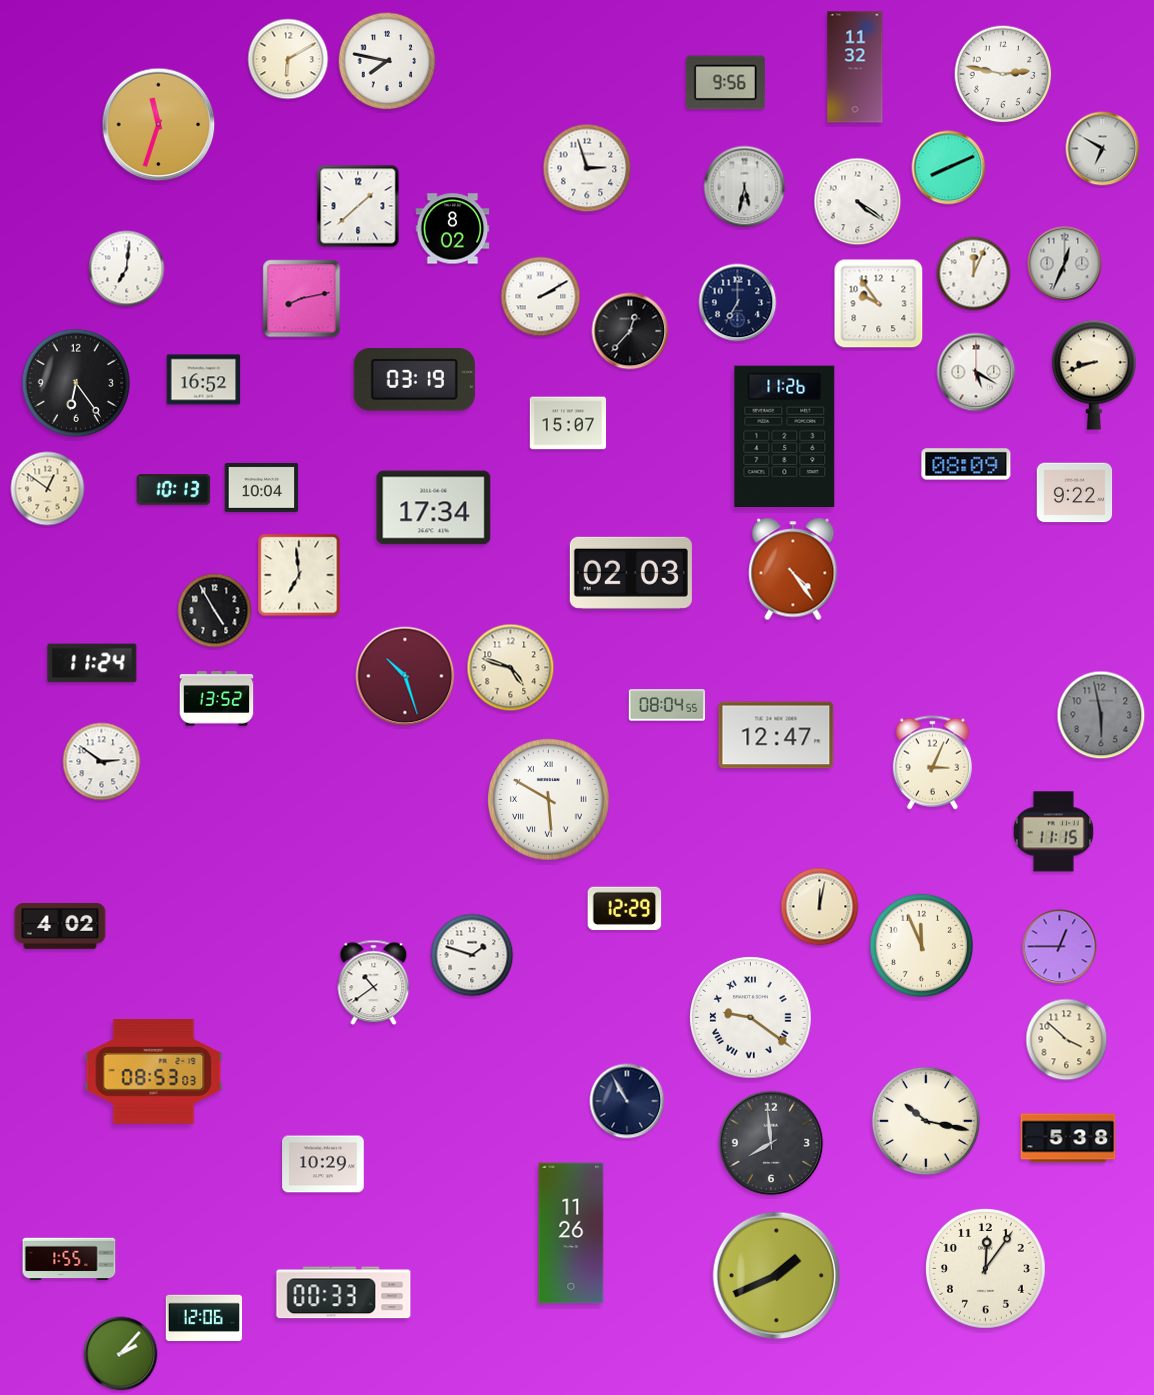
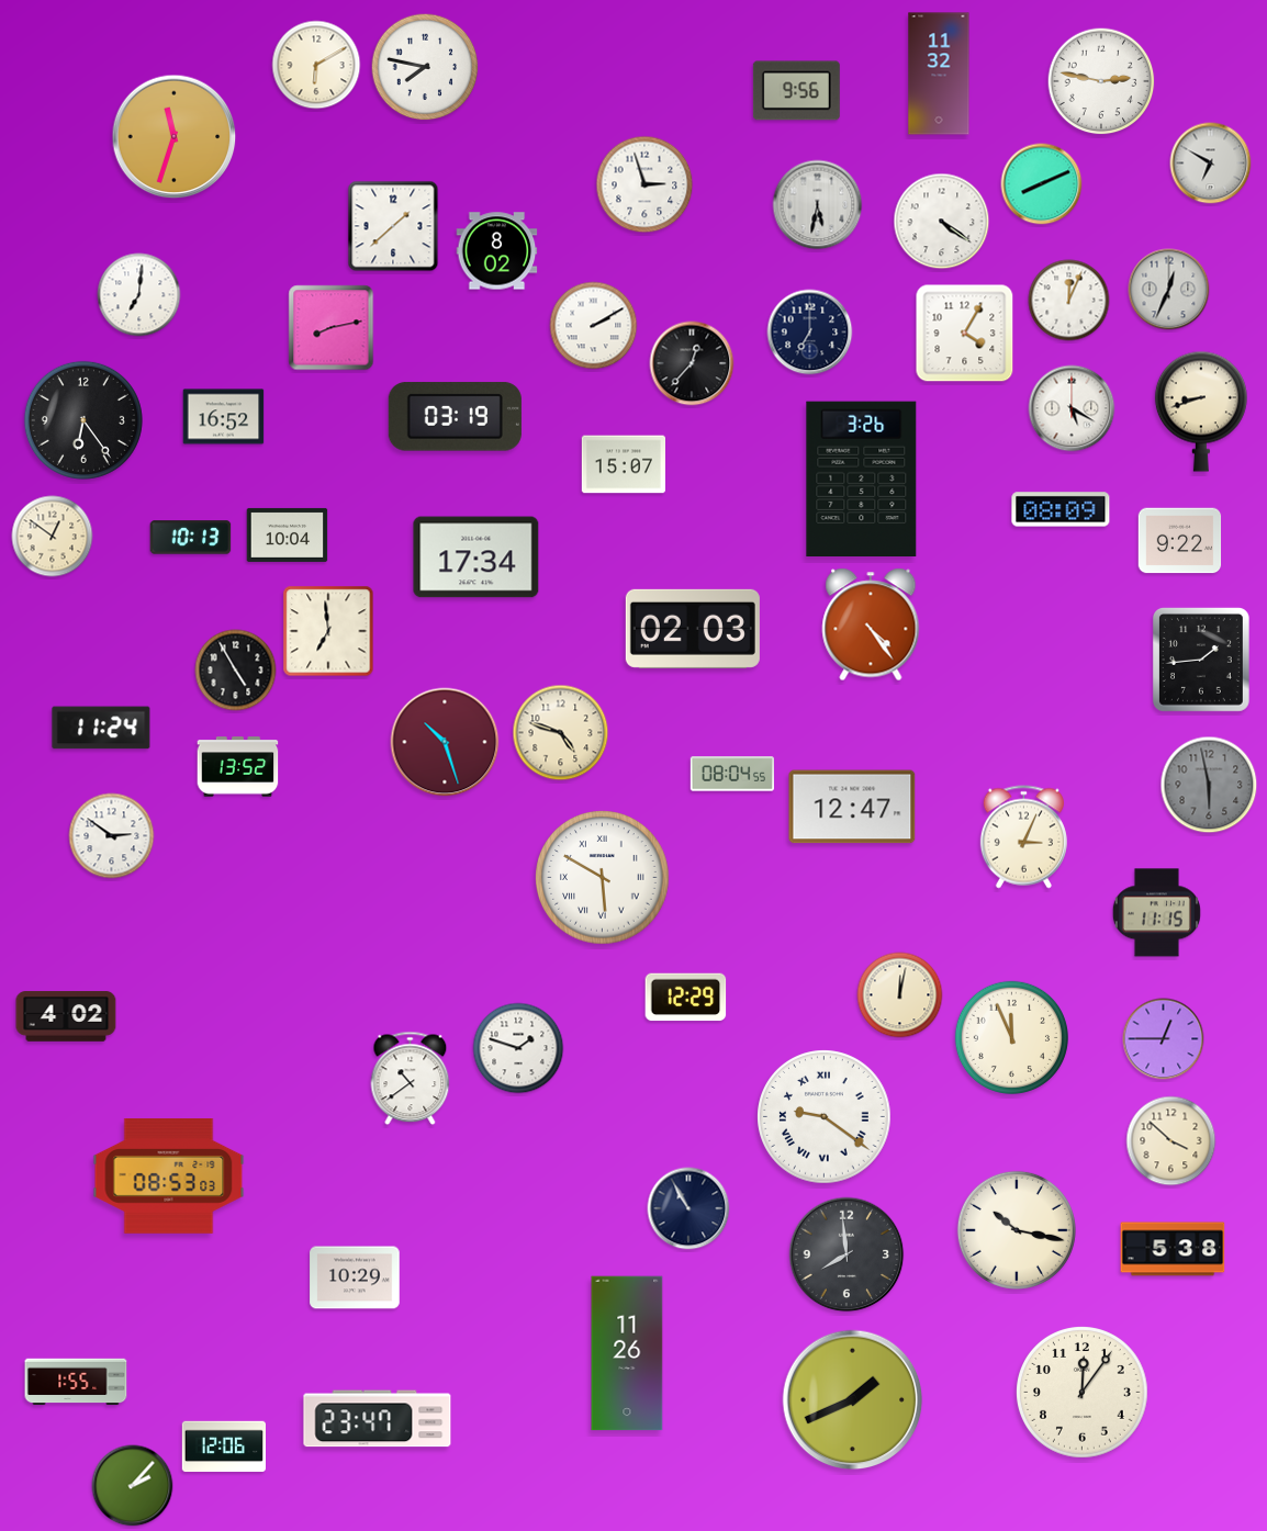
clock at (879, 304): 9:54 -> 4:05
clock at (785, 436): 11:26 -> 3:26
clock at (1201, 660): none -> 1:44
clock at (344, 1293): 00:33 -> 23:47
